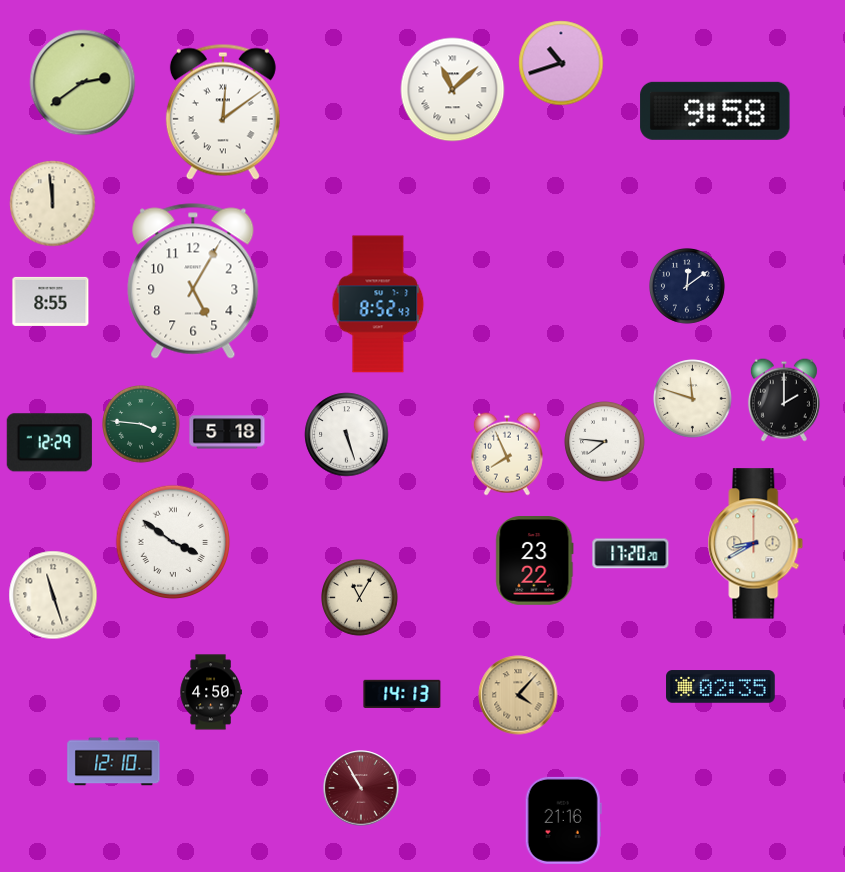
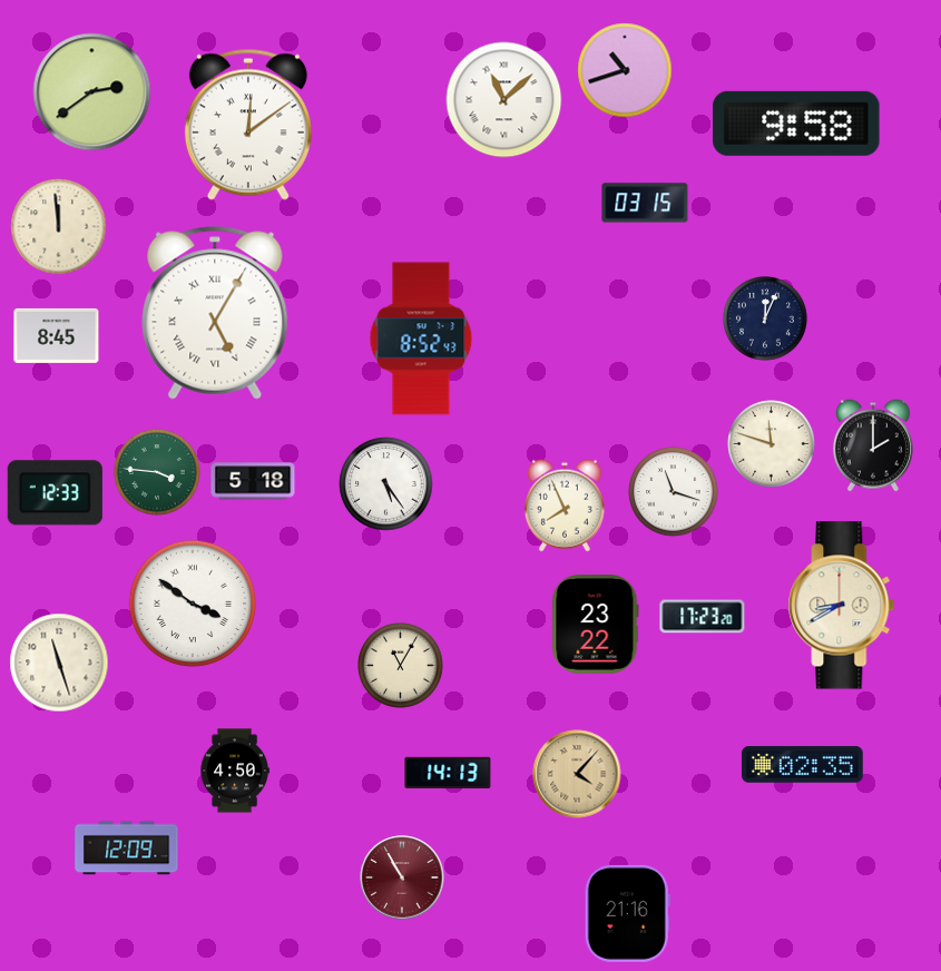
clock at (645, 203): none -> 03:15
clock at (193, 281) numerals: Arabic -> Roman
clock at (688, 287): 12:09 -> 12:04
clock at (51, 301): 8:55 -> 8:45
clock at (347, 435): 5:27 -> 5:24
clock at (605, 442): 7:46 -> 11:18
clock at (49, 443): 12:29 -> 12:33
clock at (631, 554): 17:20 -> 17:23
clock at (114, 762): 12:10 -> 12:09
